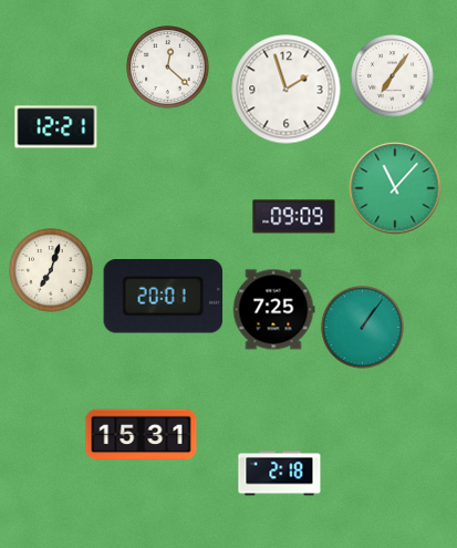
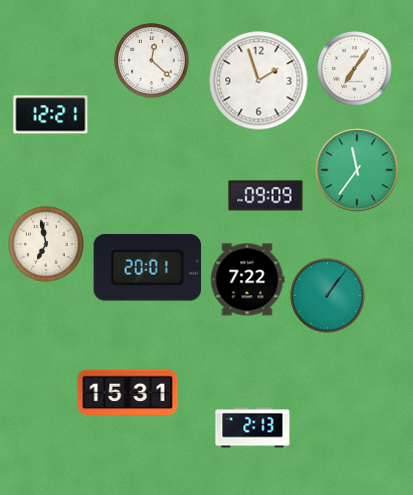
clock at (395, 188): 11:07 -> 11:36
clock at (51, 270): 7:03 -> 6:58
clock at (273, 310): 7:25 -> 7:22
clock at (280, 474): 2:18 -> 2:13
